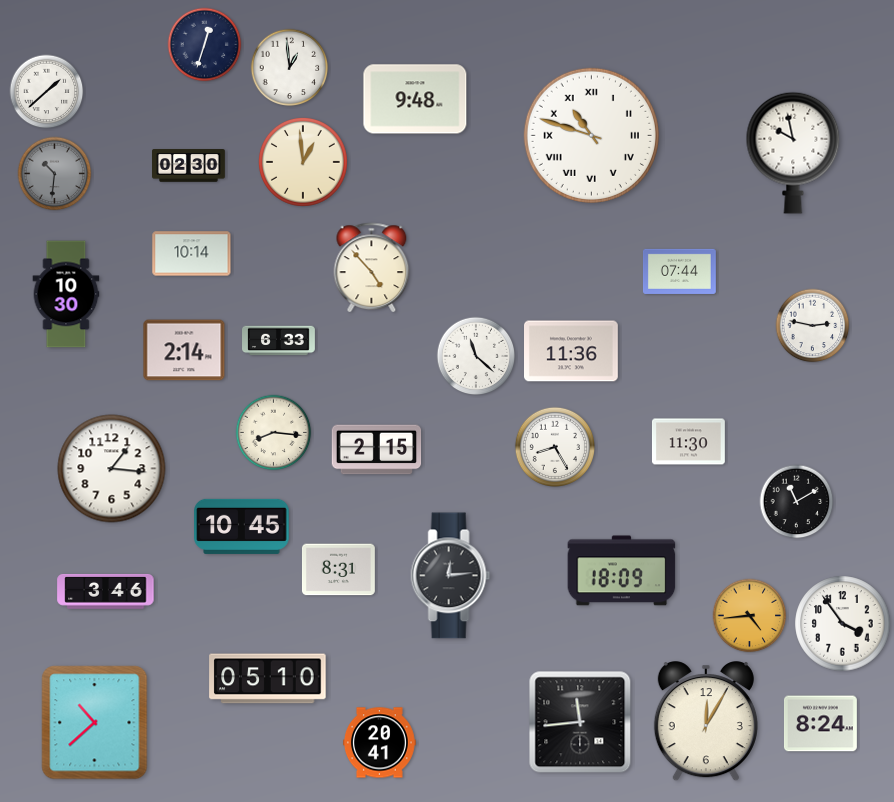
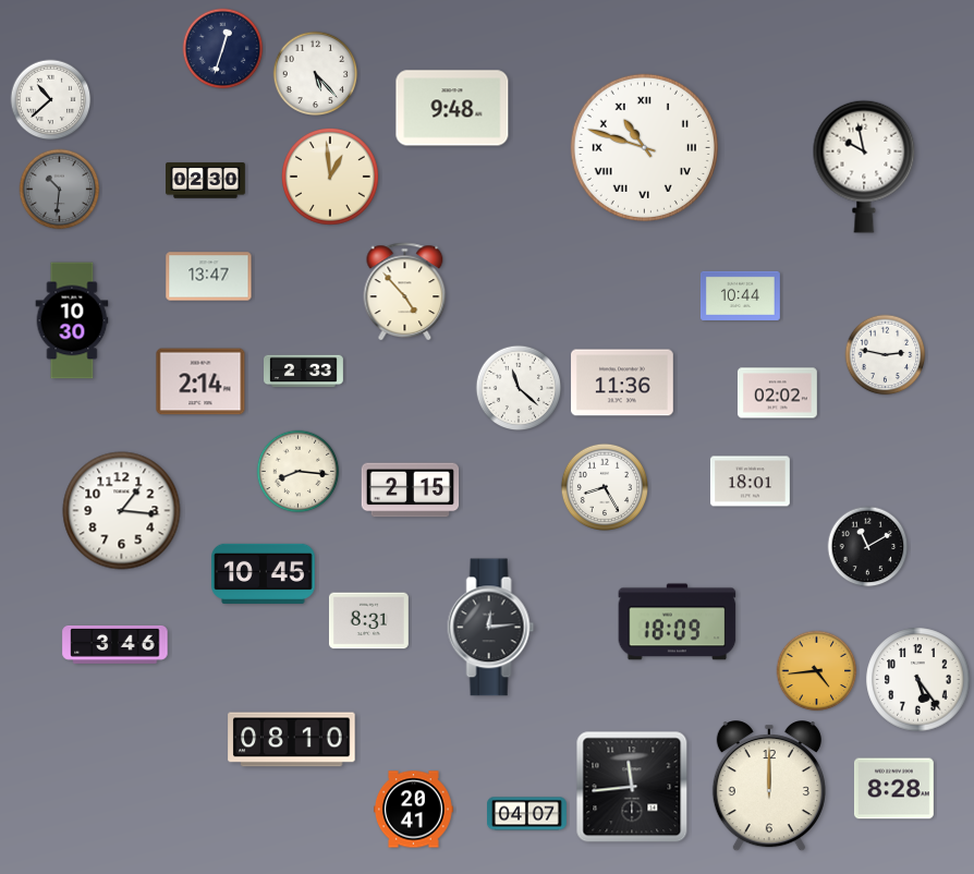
clock at (290, 68): 12:59 -> 5:23
clock at (47, 92): 1:38 -> 10:38
clock at (192, 254): 10:14 -> 13:47
clock at (679, 271): 07:44 -> 10:44
clock at (279, 341): 6:33 -> 2:33
clock at (777, 393): none -> 02:02
clock at (689, 442): 11:30 -> 18:01
clock at (843, 624): 3:54 -> 5:24
clock at (268, 679): 05:10 -> 08:10
clock at (706, 722): 12:05 -> 12:00
clock at (95, 723): 10:38 -> none
clock at (820, 724): 8:24 -> 8:28
clock at (527, 814): none -> 04:07
